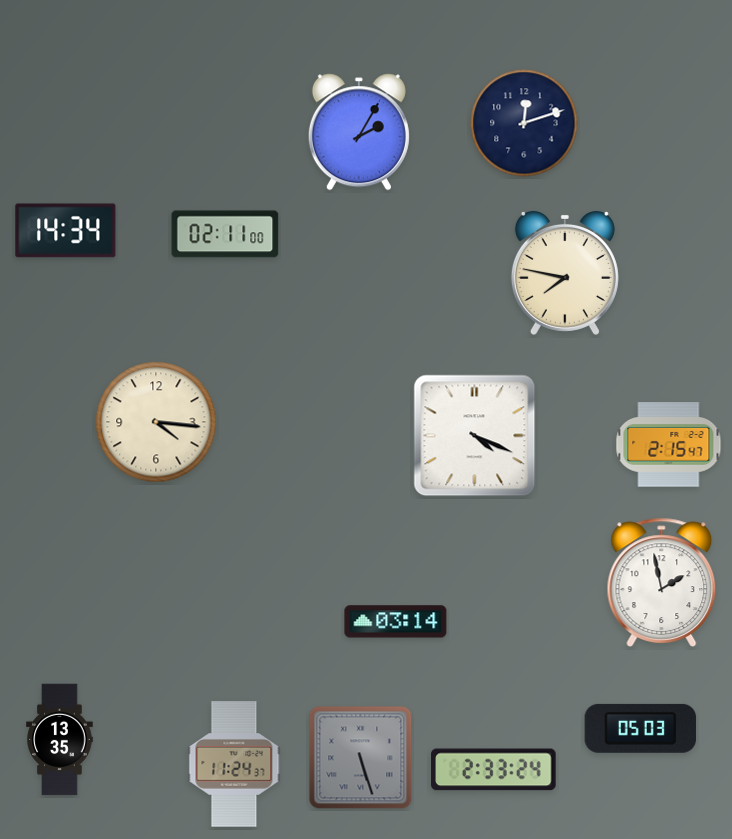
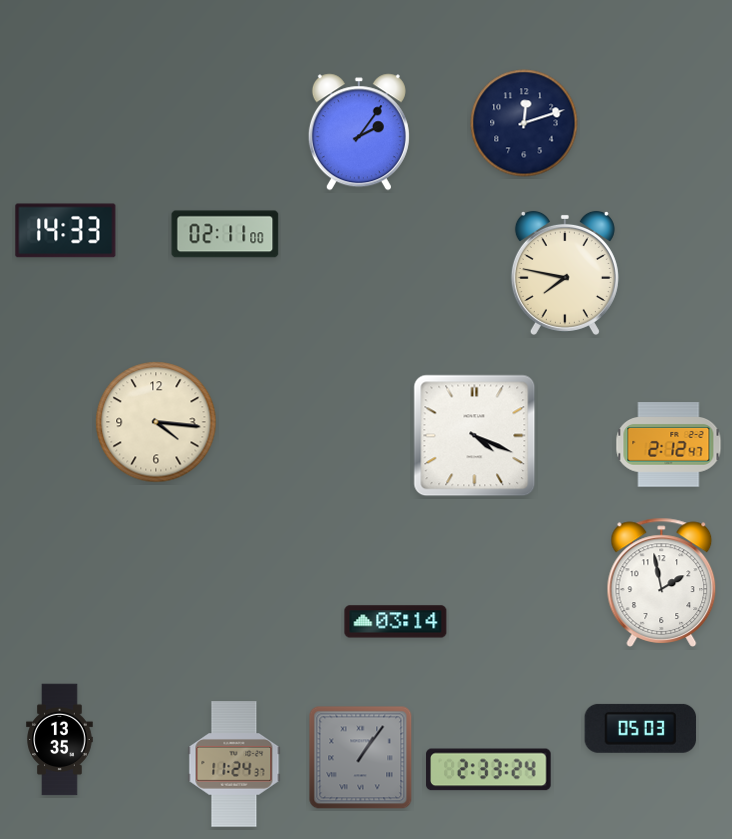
clock at (359, 132): 2:05 -> 2:06
clock at (66, 231): 14:34 -> 14:33
clock at (669, 445): 2:15 -> 2:12
clock at (361, 758): 5:27 -> 1:06
clock at (494, 770) position: (494, 770) -> (489, 770)
